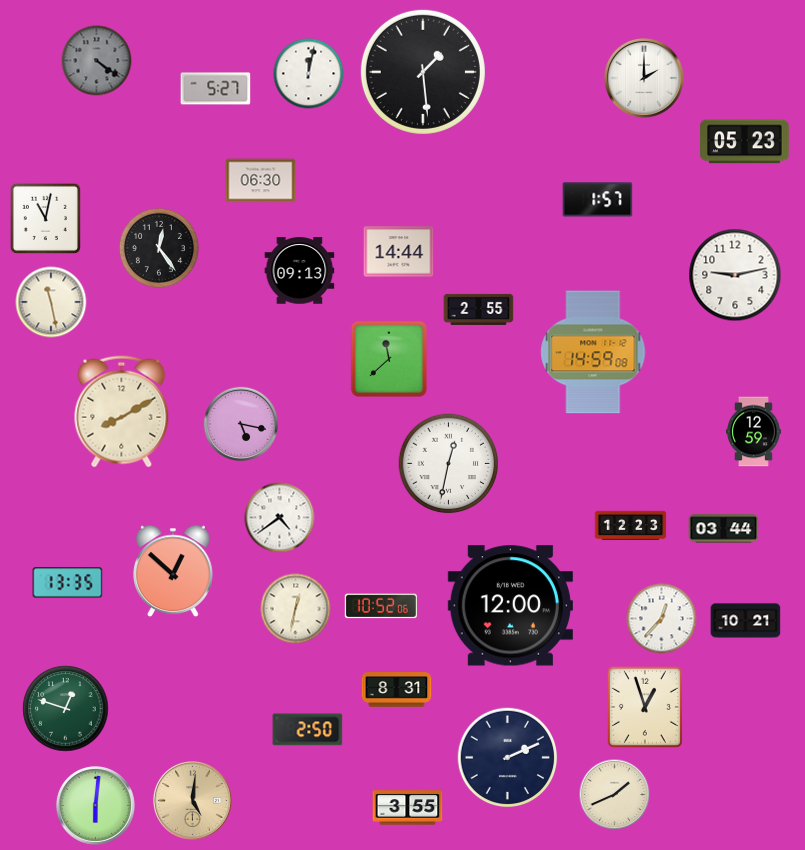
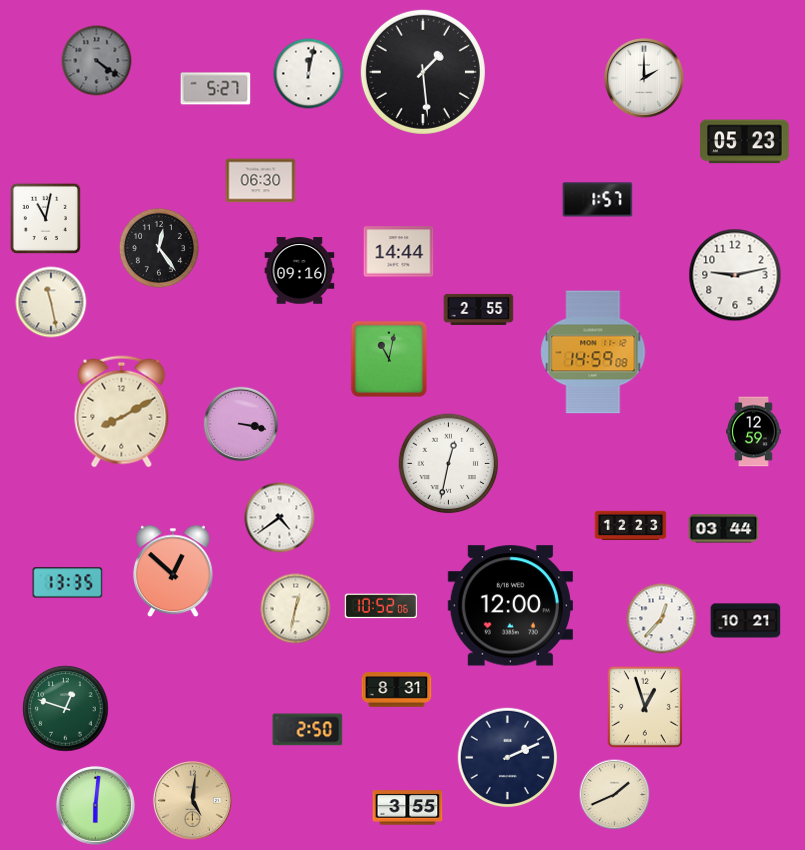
clock at (300, 271): 09:13 -> 09:16
clock at (389, 359): 11:38 -> 11:02
clock at (240, 423): 5:17 -> 3:17
